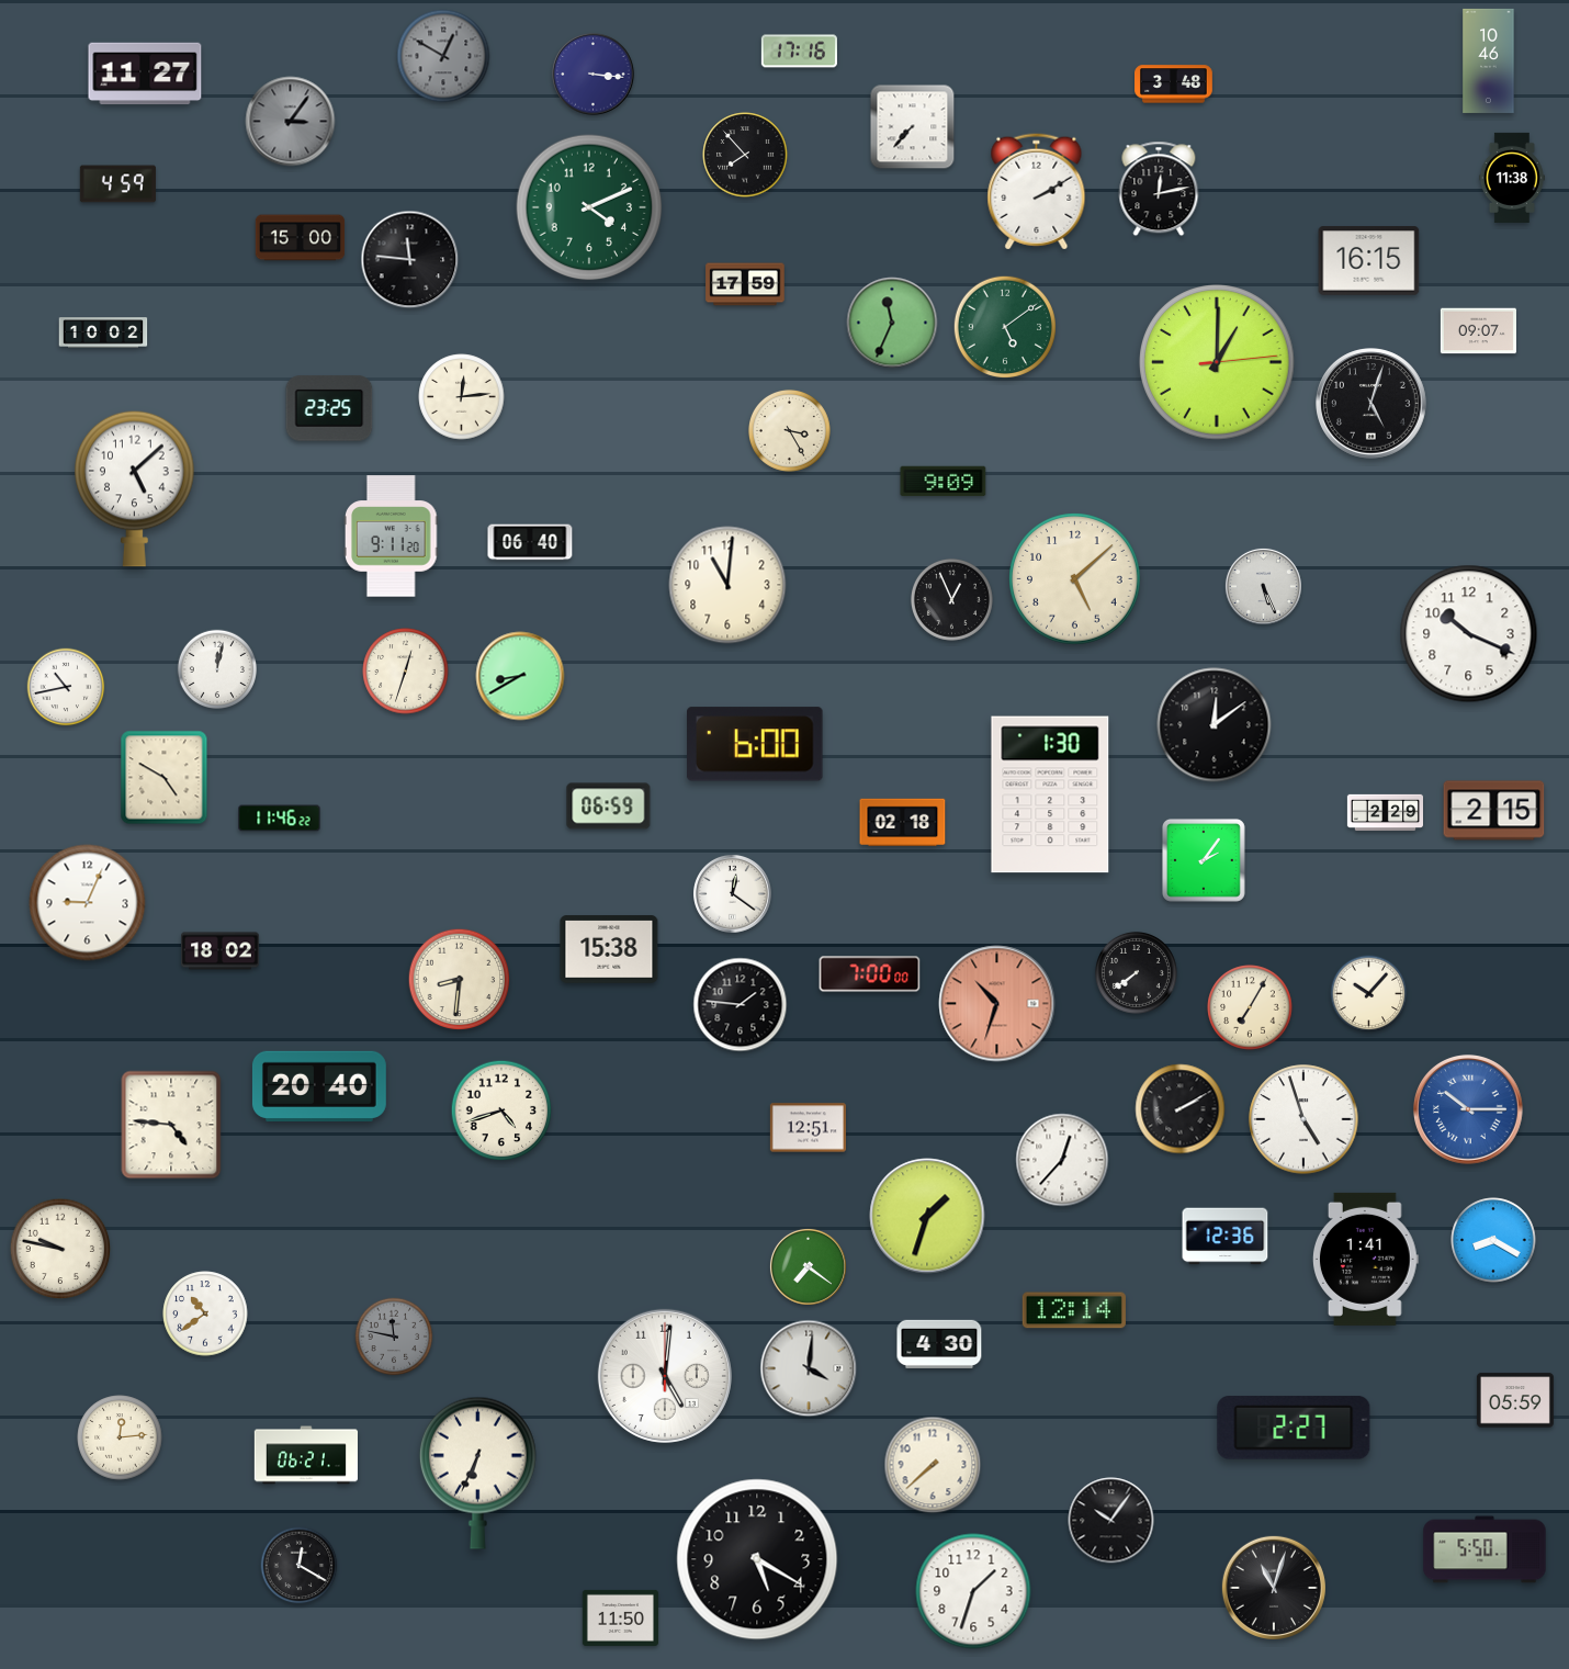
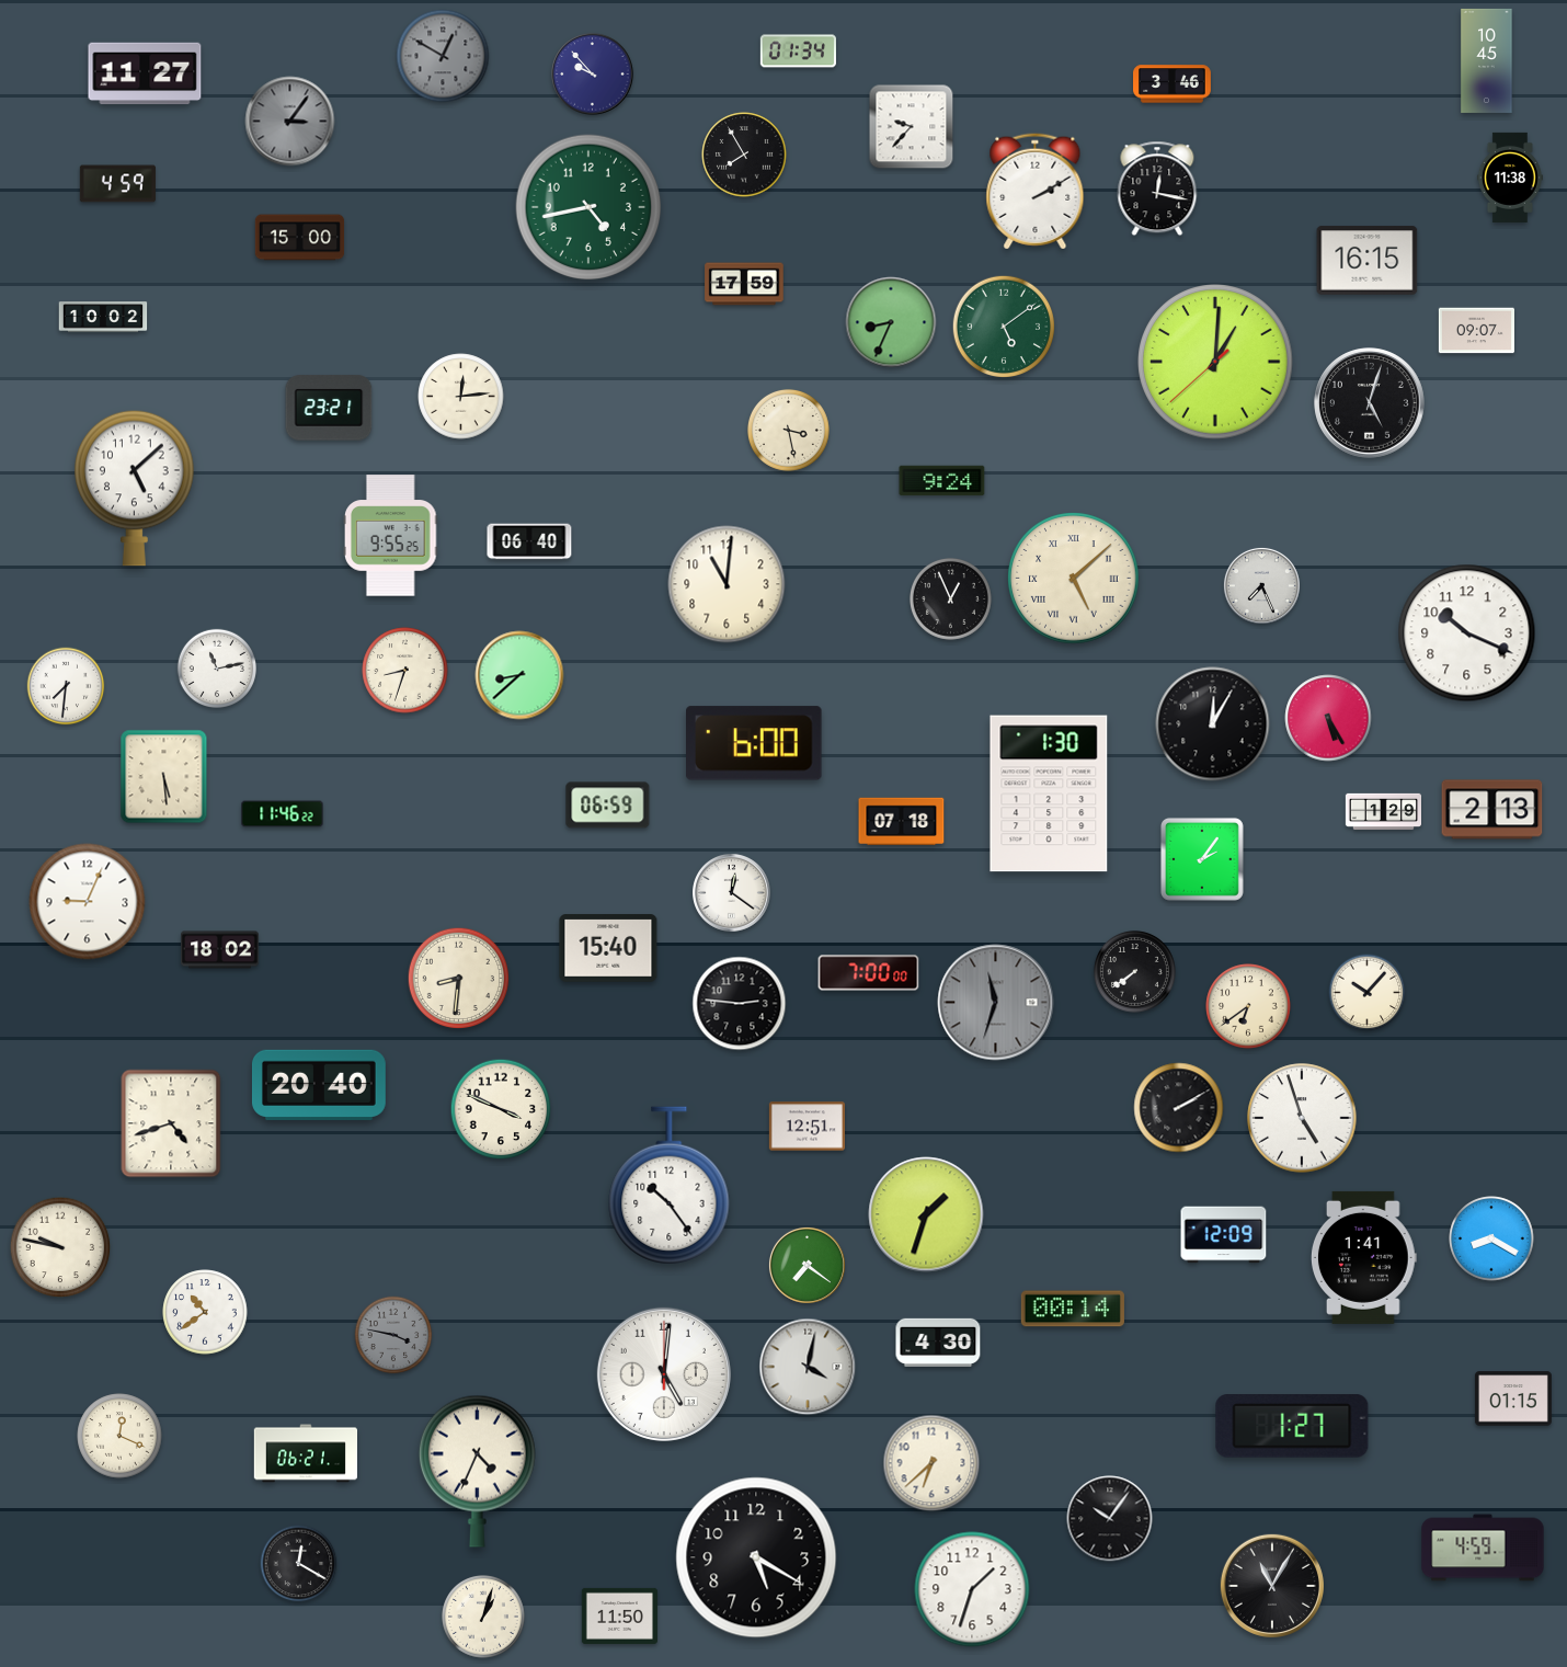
clock at (799, 52): 17:16 -> 01:34
clock at (1489, 60): 10:46 -> 10:45
clock at (594, 75): 3:16 -> 9:53
clock at (1174, 84): 3:48 -> 3:46
clock at (913, 127): 7:37 -> 9:37
clock at (745, 155): 7:53 -> 7:55
clock at (1159, 189): 12:13 -> 12:17
clock at (589, 207): 4:11 -> 4:43
clock at (410, 260): 11:46 -> none
clock at (892, 323): 11:34 -> 8:34
clock at (103, 332) position: (103, 332) -> (103, 317)
clock at (1217, 362): 1:00:14 -> 1:00:38
clock at (329, 408): 23:25 -> 23:21
clock at (789, 430): 3:25 -> 3:28
clock at (944, 482): 9:09 -> 9:24
clock at (392, 537): 9:11 -> 9:55
clock at (1075, 579) numerals: Arabic -> Roman
clock at (1263, 586): 5:26 -> 7:26
clock at (216, 668): 12:02 -> 11:13
clock at (406, 672): 12:33 -> 8:33
clock at (520, 676): 8:40 -> 8:38
clock at (66, 687): 10:43 -> 7:31
clock at (1328, 718): none -> 5:25
clock at (1215, 725): 12:09 -> 12:05
clock at (165, 778): 4:50 -> 5:29
clock at (1494, 811): 2:15 -> 2:13
clock at (1385, 813): 2:29 -> 1:29
clock at (280, 819) position: (280, 819) -> (283, 814)
clock at (903, 823): 02:18 -> 07:18
clock at (609, 949): 15:38 -> 15:40
clock at (997, 1004): 10:33 -> 11:33
clock at (997, 1004) dial: salmon -> grey
clock at (741, 1005): 1:46 -> 2:46
clock at (1250, 1007): 7:05 -> 6:39
clock at (501, 1110): 4:42 -> 3:49
clock at (1469, 1110): 10:15 -> none
clock at (171, 1125): 4:46 -> 4:42
clock at (1062, 1160): 12:37 -> none
clock at (670, 1186): none -> 10:24
clock at (1226, 1237): 12:36 -> 12:09
clock at (1074, 1310): 12:14 -> 00:14
clock at (394, 1337): 11:47 -> 3:47
clock at (809, 1368): 4:01 -> 4:02
clock at (1515, 1400): 05:59 -> 01:15
clock at (1294, 1428): 2:27 -> 1:27
clock at (120, 1437): 12:14 -> 12:19
clock at (933, 1465): 7:38 -> 6:38
clock at (477, 1473): 6:34 -> 4:34
clock at (1485, 1549): 5:50 -> 4:59
clock at (1274, 1588): 11:03 -> 11:05
clock at (484, 1618): none -> 1:03
